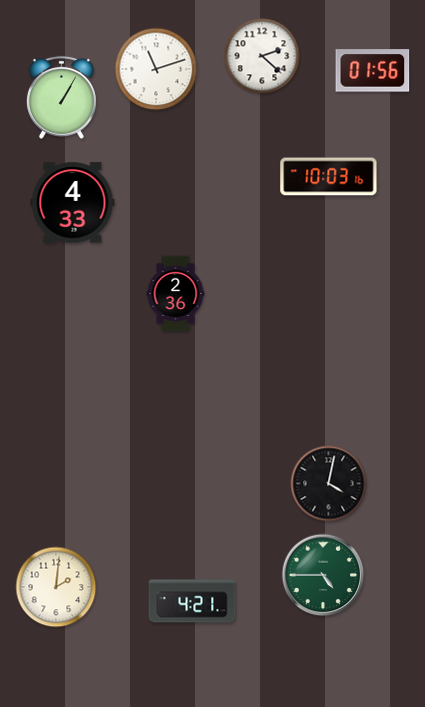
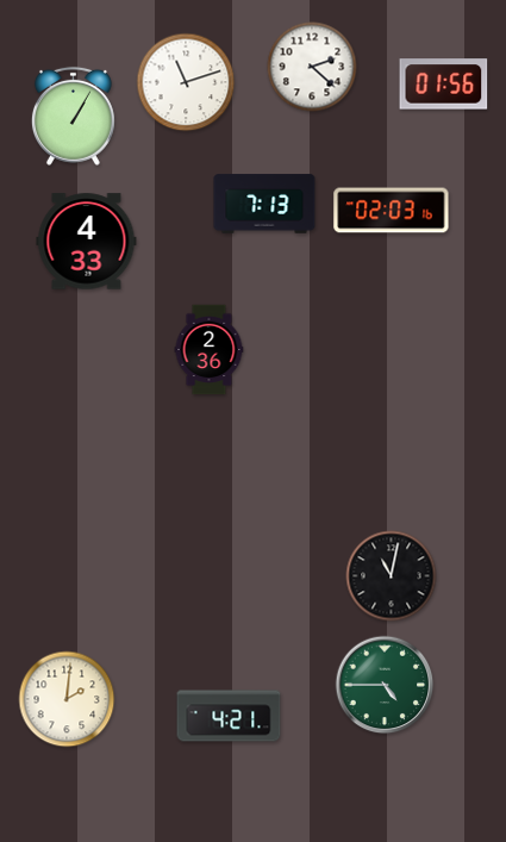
clock at (264, 204): none -> 7:13
clock at (329, 177): 10:03 -> 02:03
clock at (329, 484): 4:02 -> 11:02
